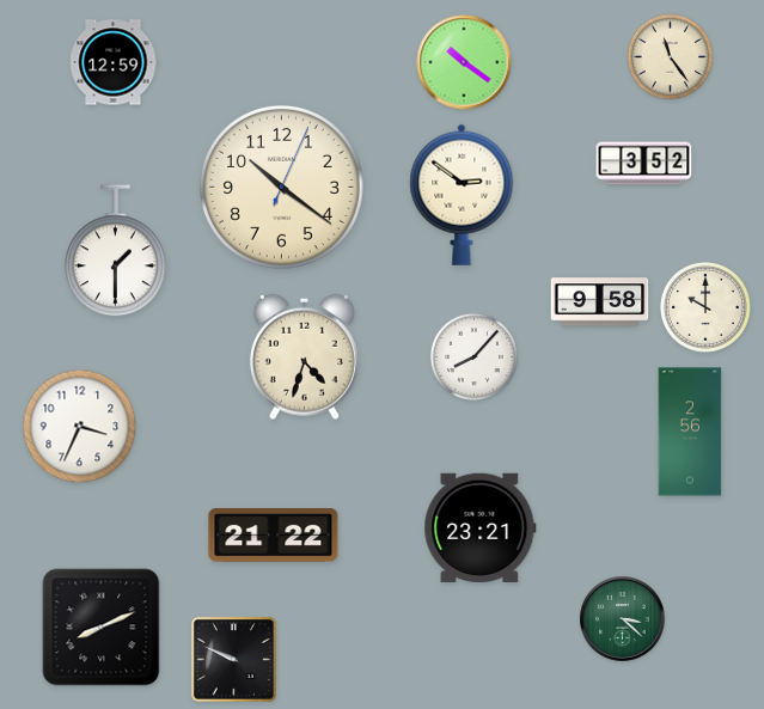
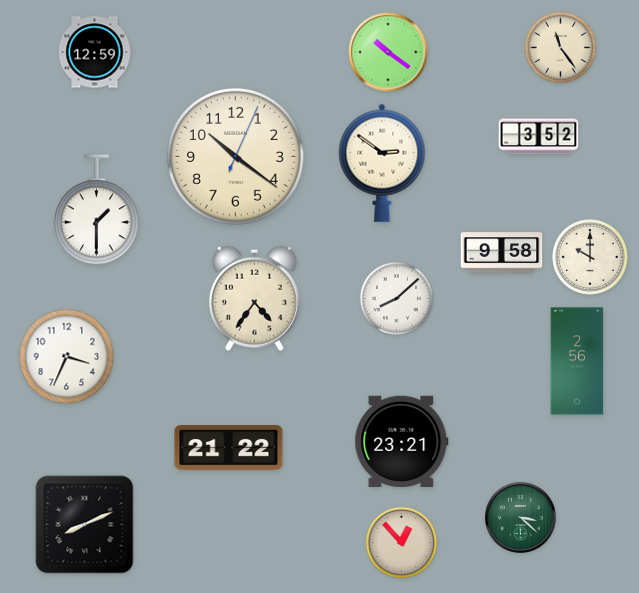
clock at (462, 195) position: (462, 195) -> (382, 163)
clock at (304, 356): 4:33 -> 4:36
clock at (473, 356): 8:07 -> 8:08
clock at (402, 543): none -> 12:53
clock at (233, 659): 9:49 -> none
